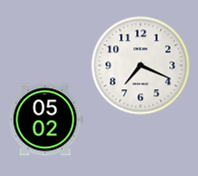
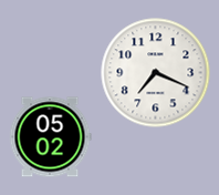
clock at (45, 120) position: (45, 120) -> (50, 137)
